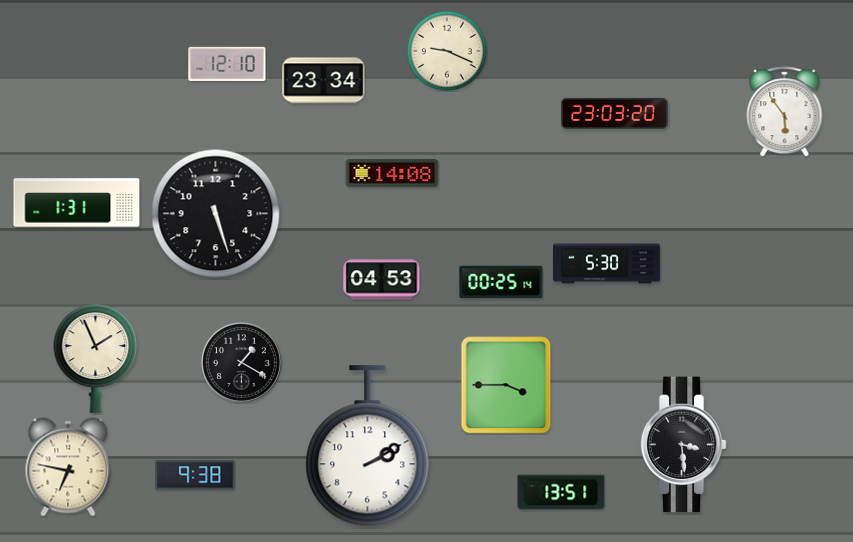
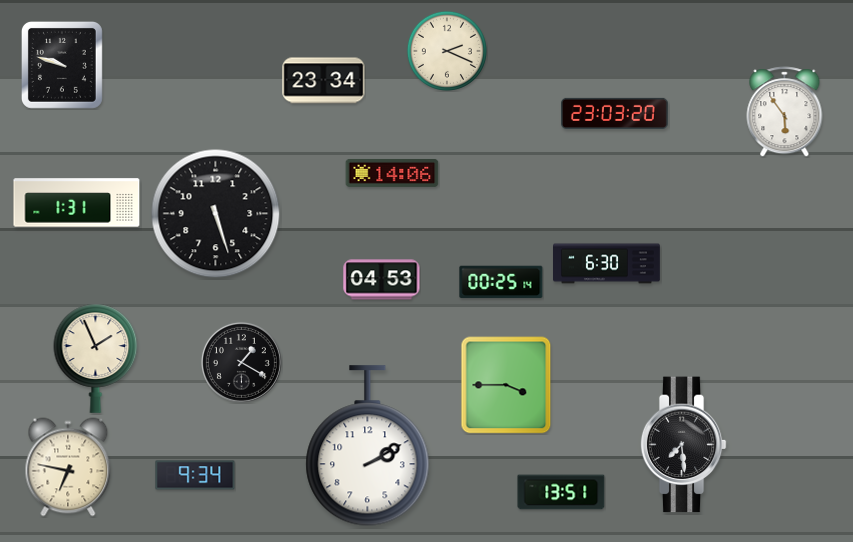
clock at (447, 51): 9:19 -> 2:19
clock at (227, 64): 12:10 -> none
clock at (62, 65): none -> 9:48
clock at (392, 173): 14:08 -> 14:06
clock at (607, 264): 5:30 -> 6:30
clock at (683, 445): 3:29 -> 7:29
clock at (195, 475): 9:38 -> 9:34
